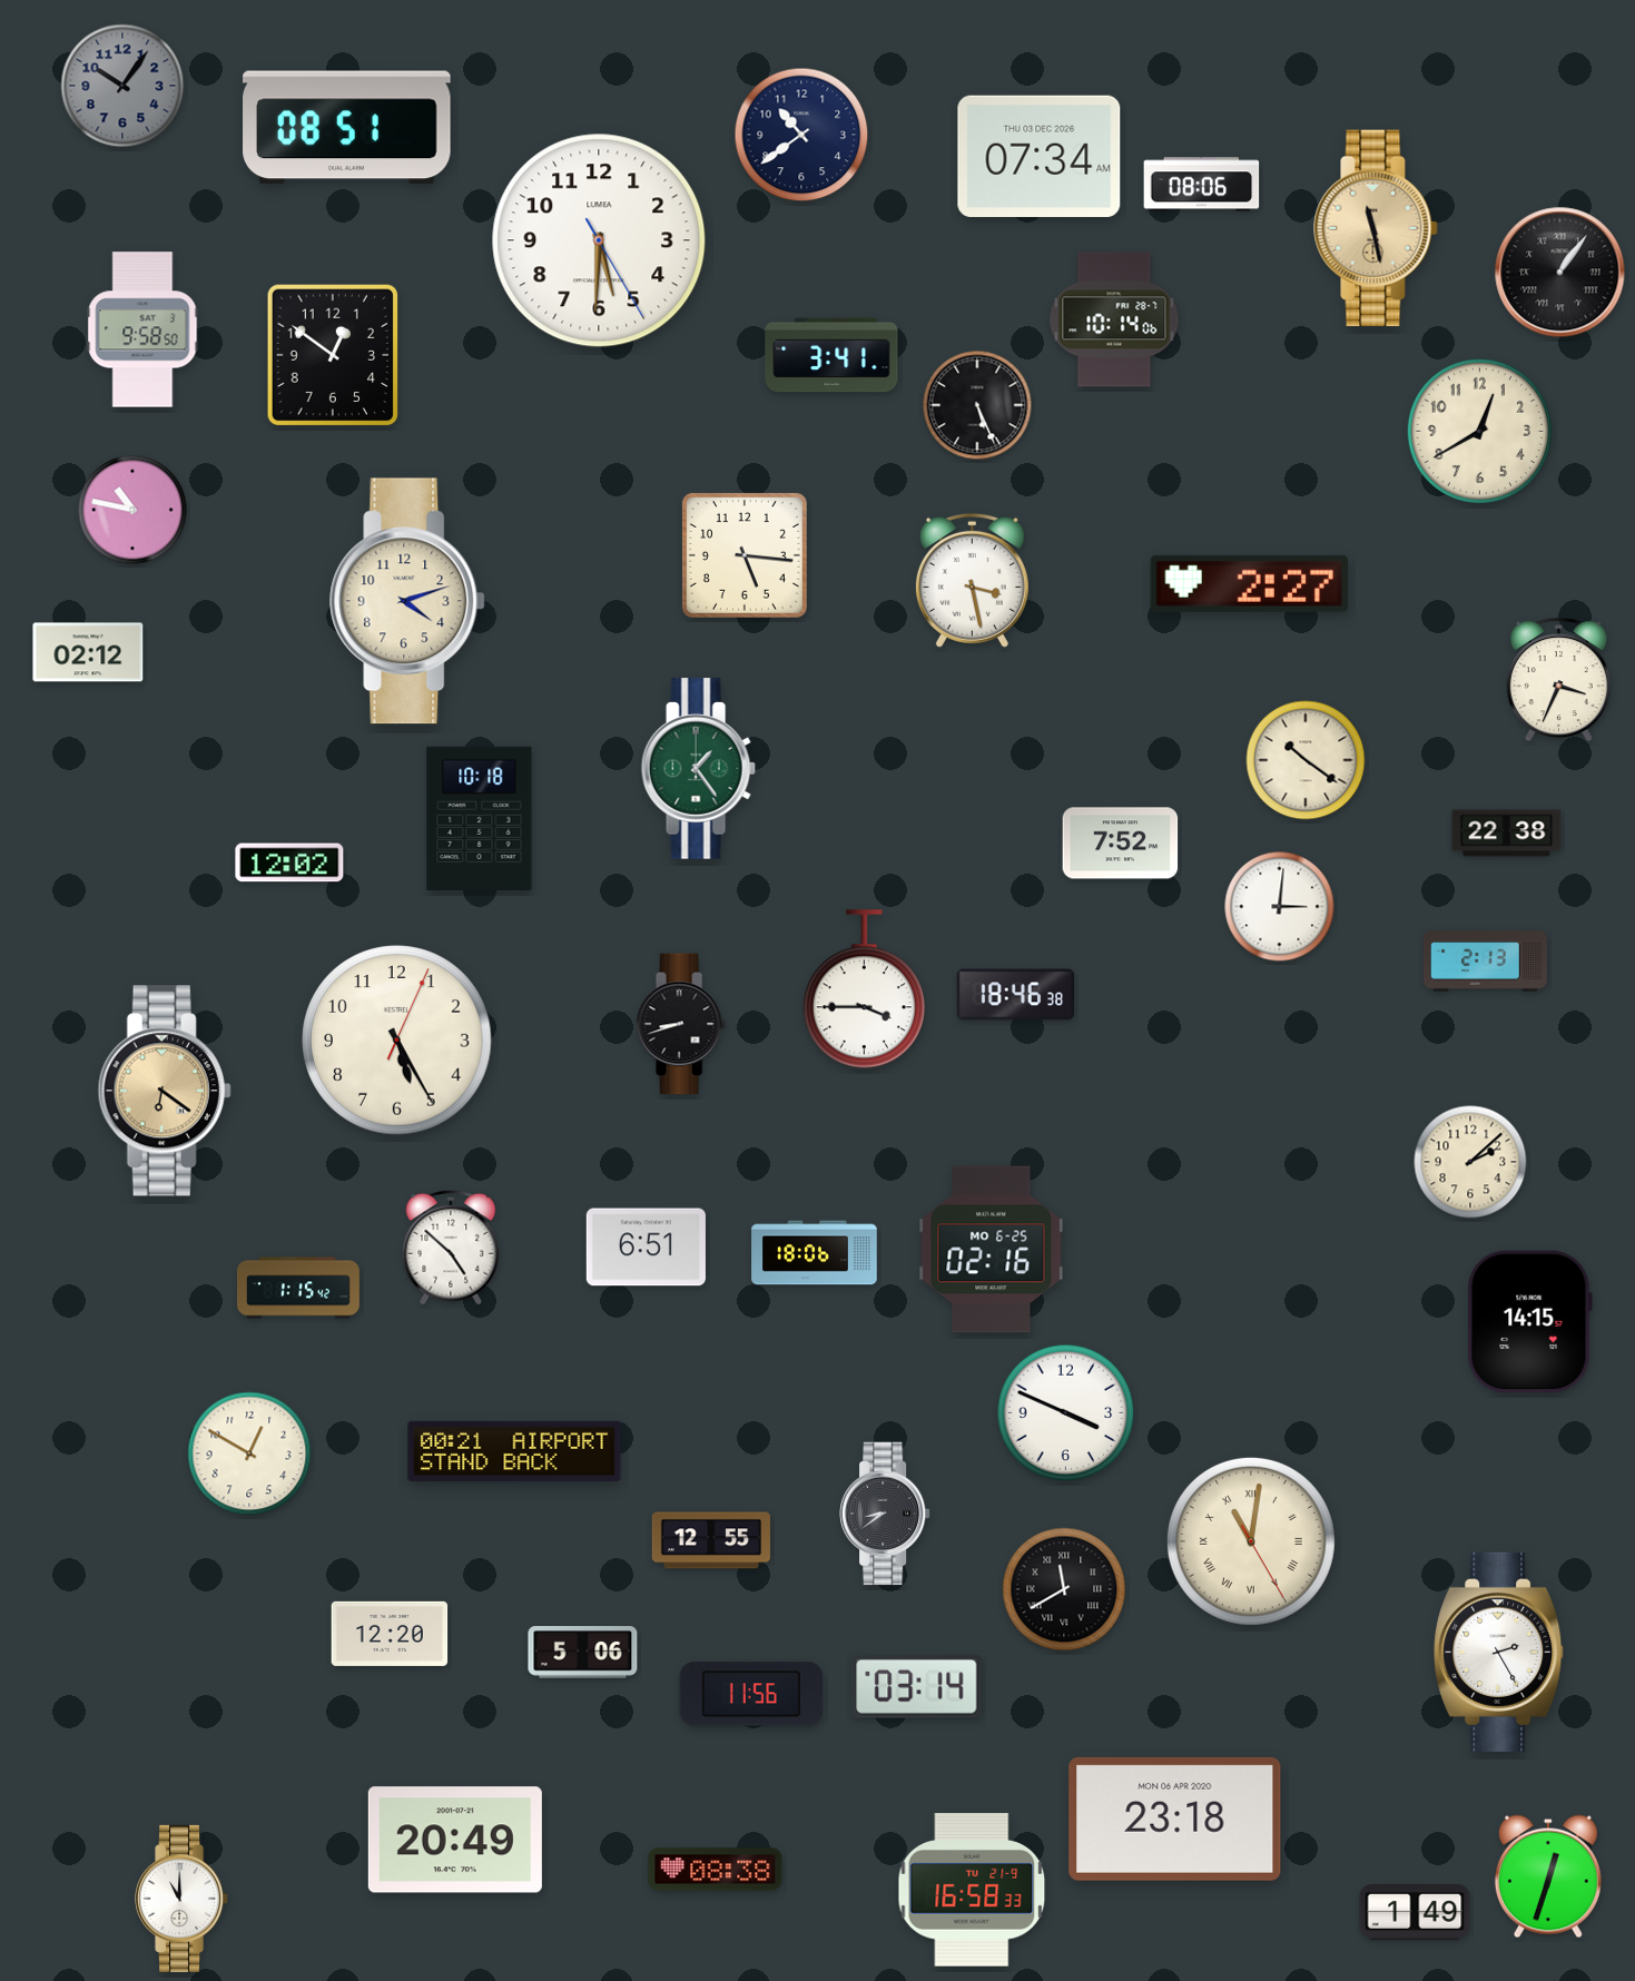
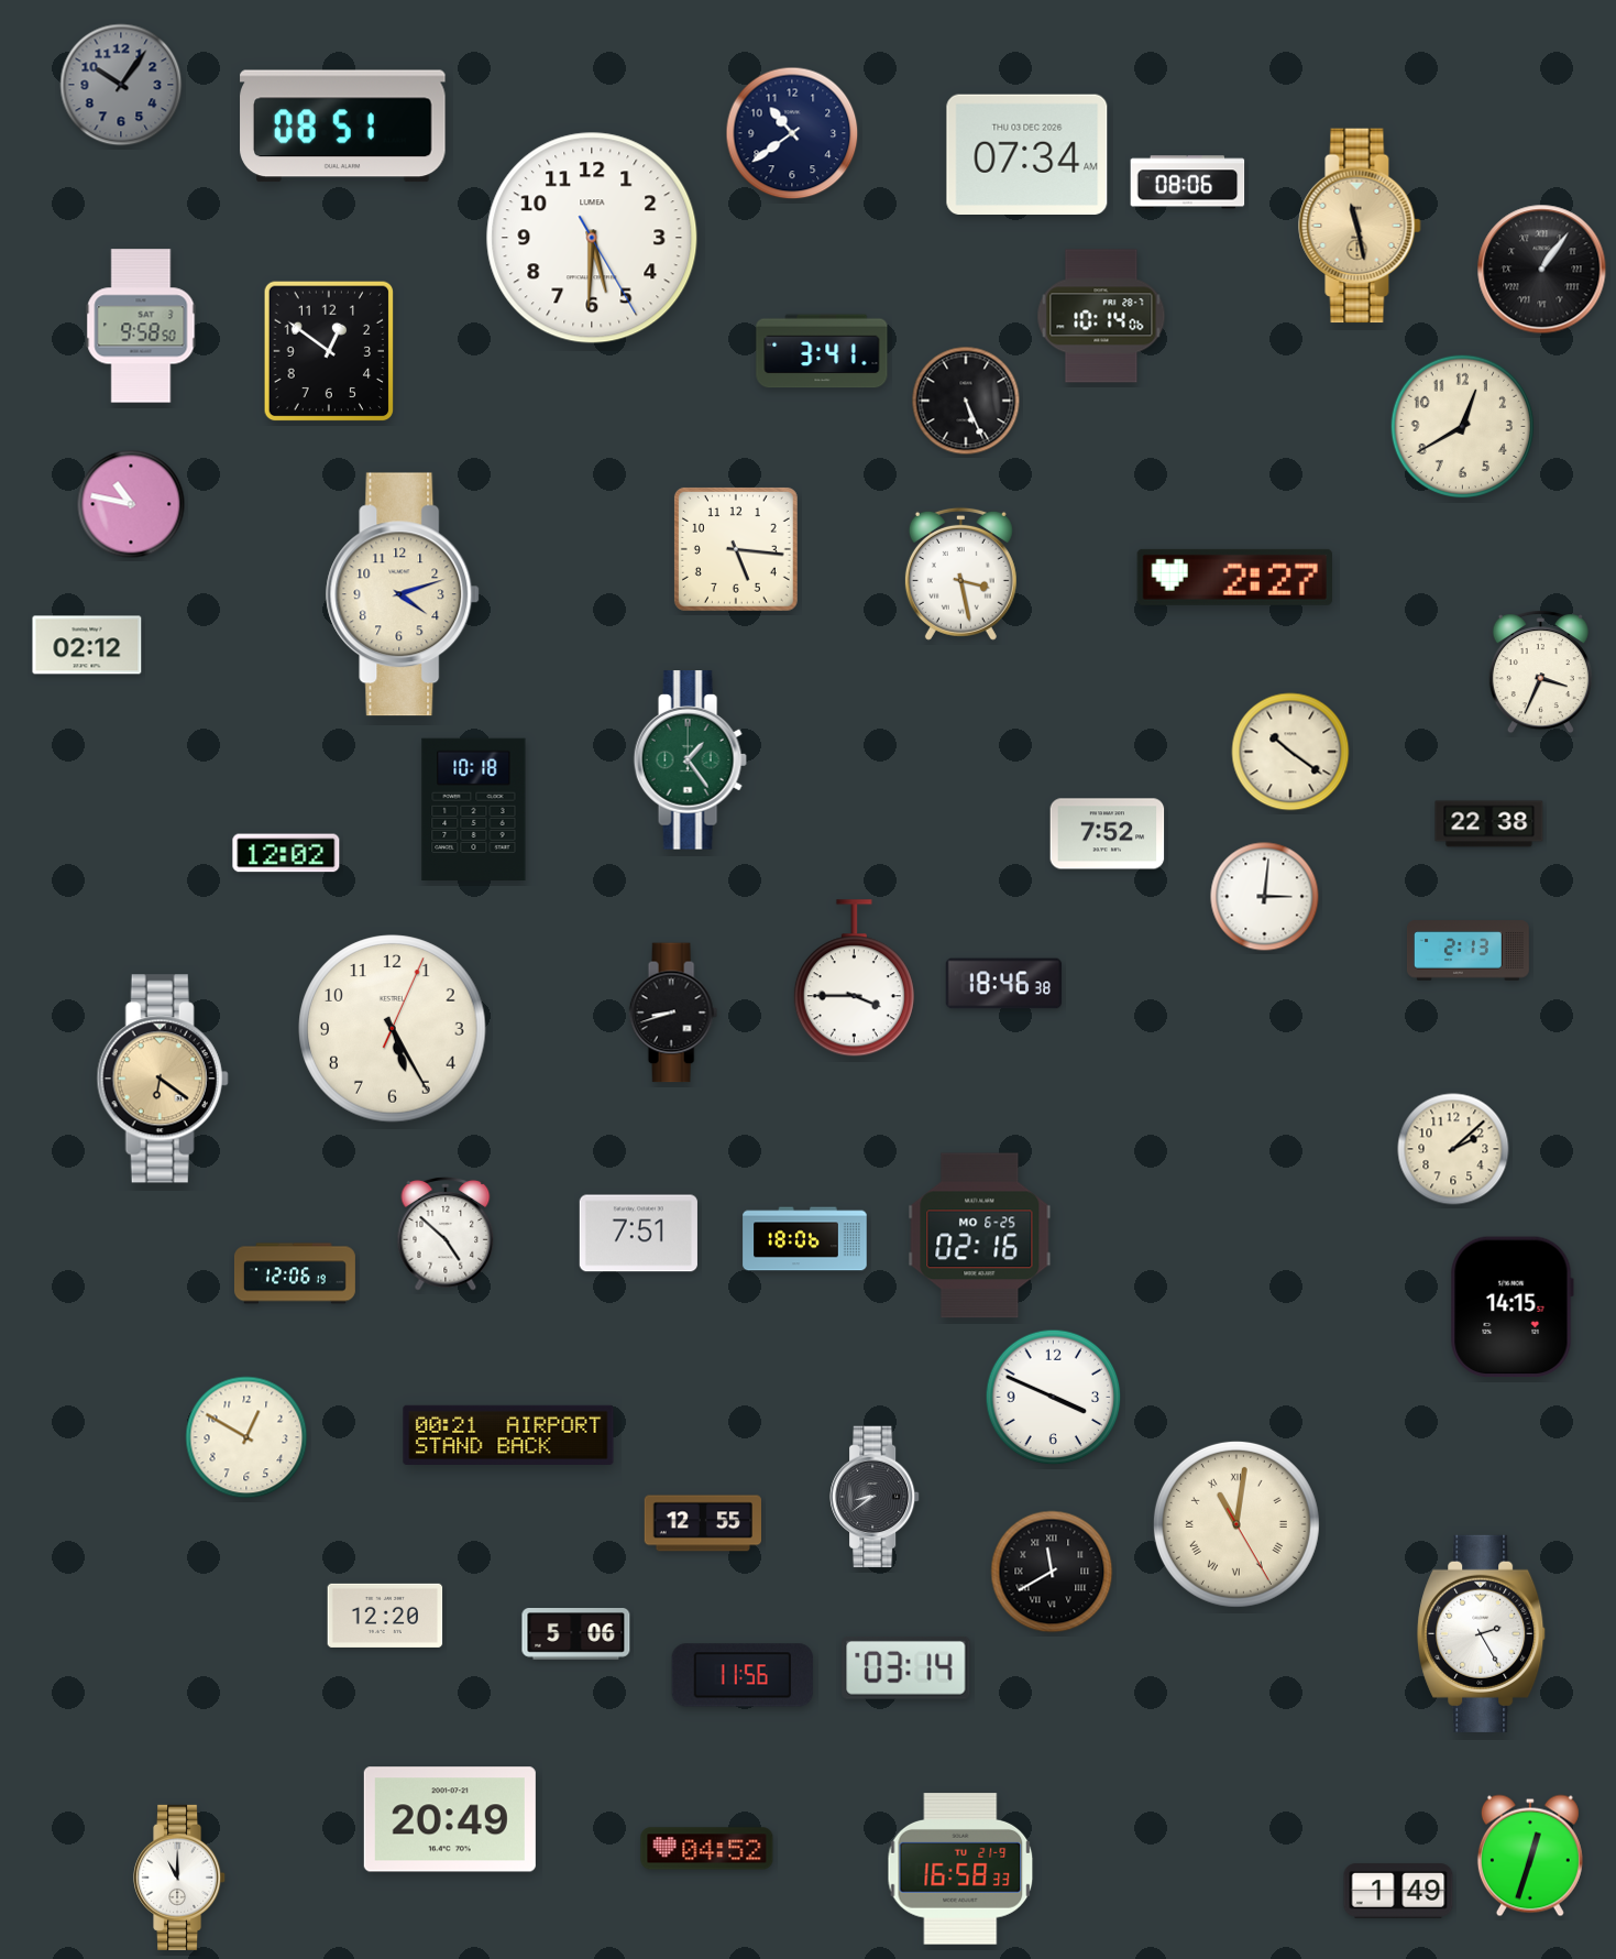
clock at (646, 1248): 6:51 -> 7:51
clock at (298, 1288): 1:15 -> 12:06
clock at (1175, 1819): 23:18 -> none
clock at (716, 1870): 08:38 -> 04:52
